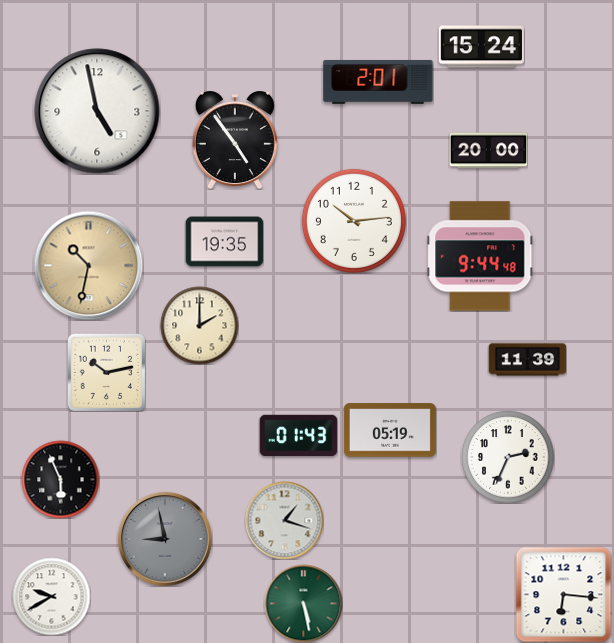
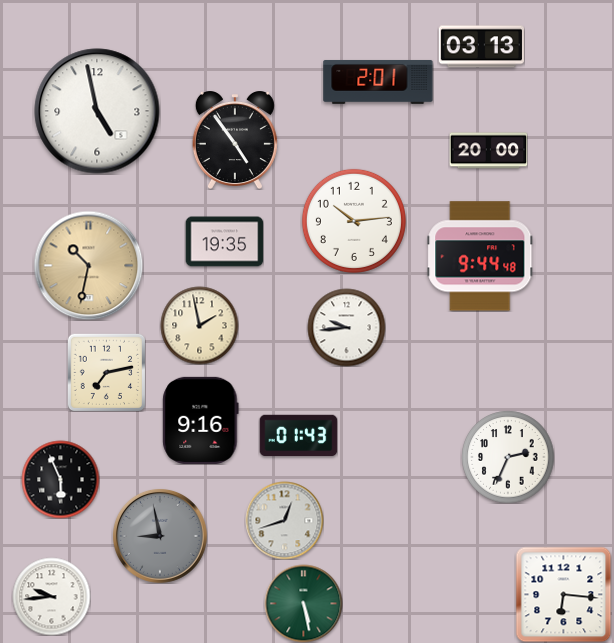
clock at (481, 47): 15:24 -> 03:13
clock at (199, 325): 2:00 -> 1:58
clock at (346, 327): none -> 9:44
clock at (527, 360): 11:39 -> none
clock at (106, 372): 10:13 -> 7:13
clock at (201, 420): none -> 9:16
clock at (390, 430): 05:19 -> none
clock at (284, 520): 1:18 -> 12:42
clock at (165, 539) position: (165, 539) -> (160, 536)
clock at (51, 596): 9:40 -> 9:44
